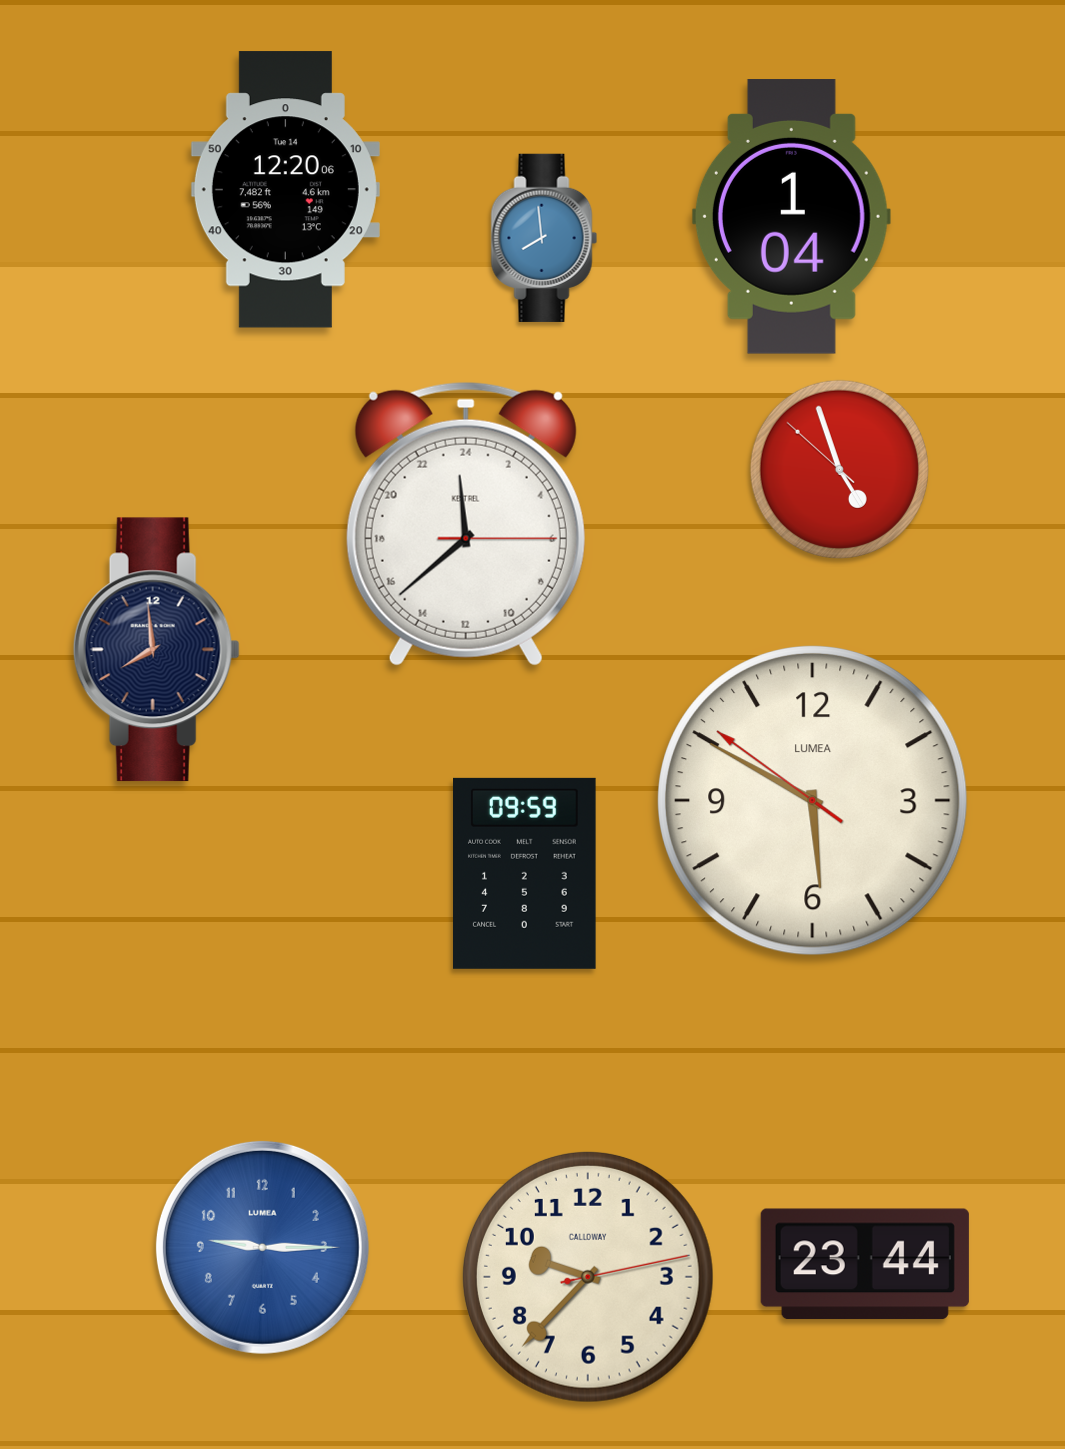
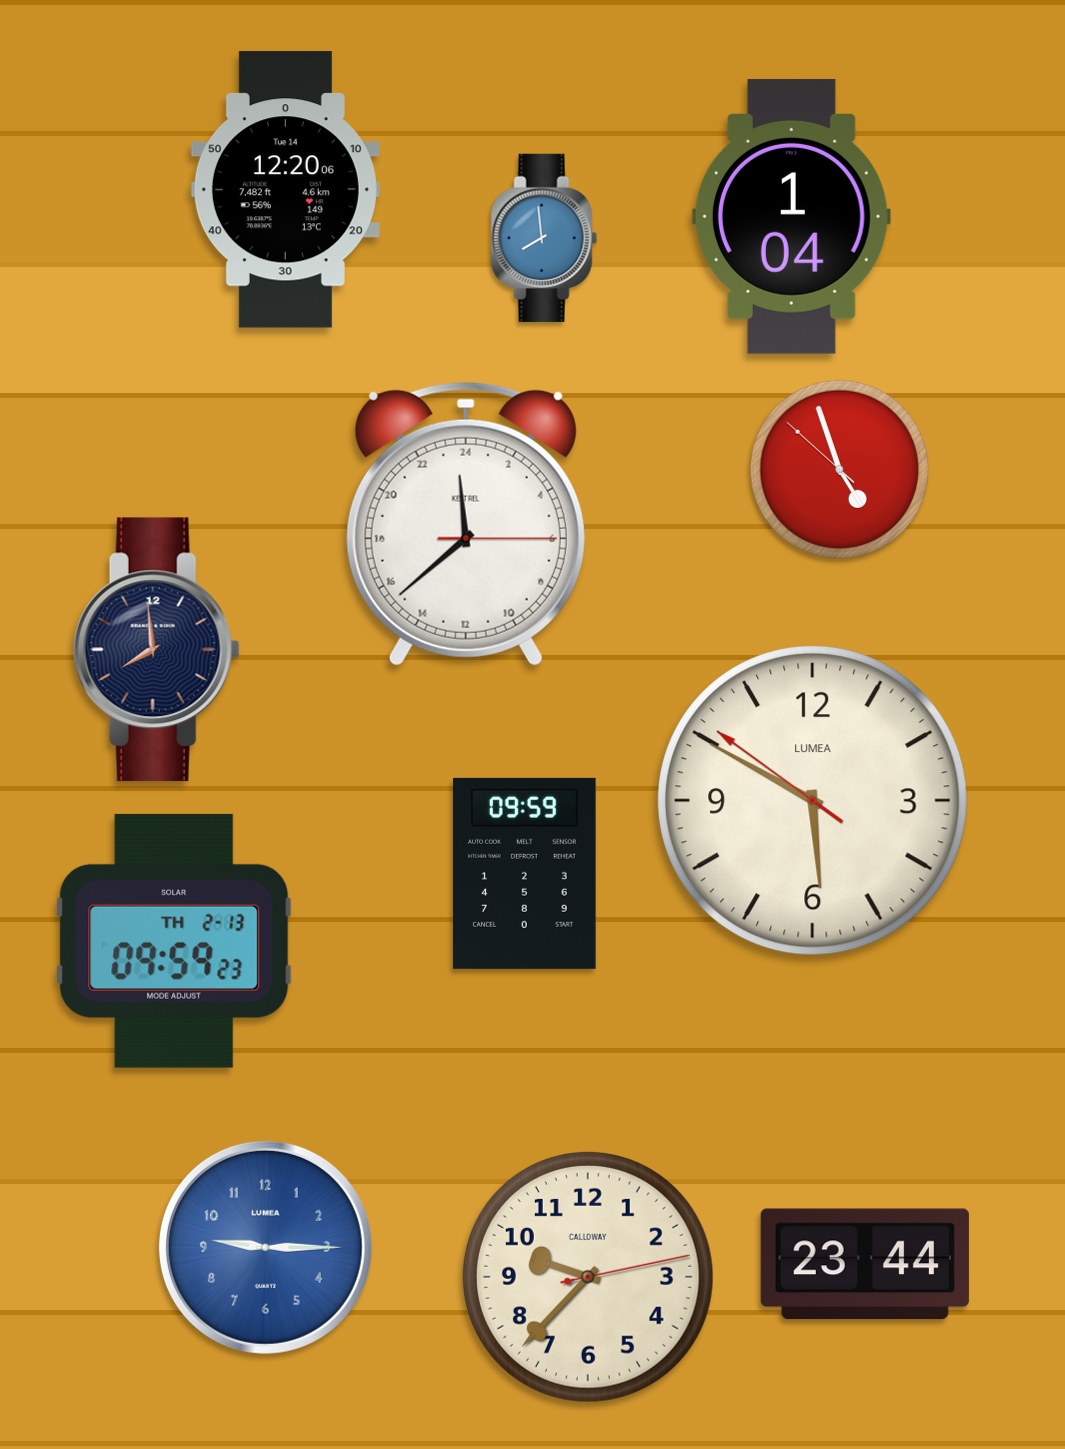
clock at (174, 941): none -> 09:59
clock at (262, 1247) position: (262, 1247) -> (265, 1247)
